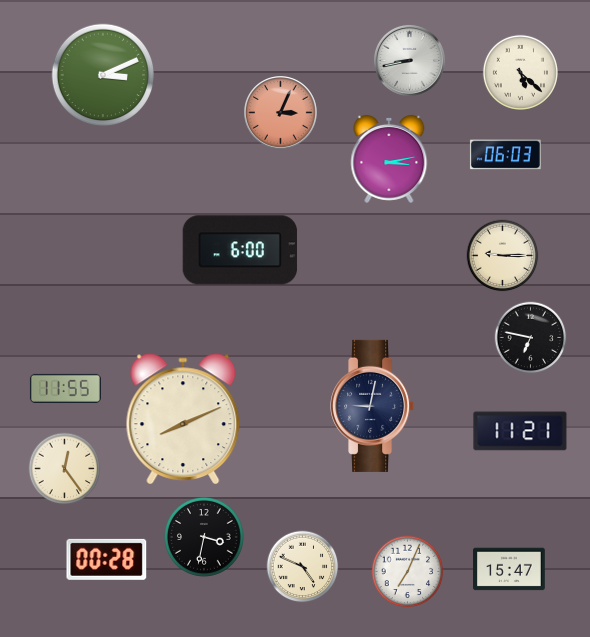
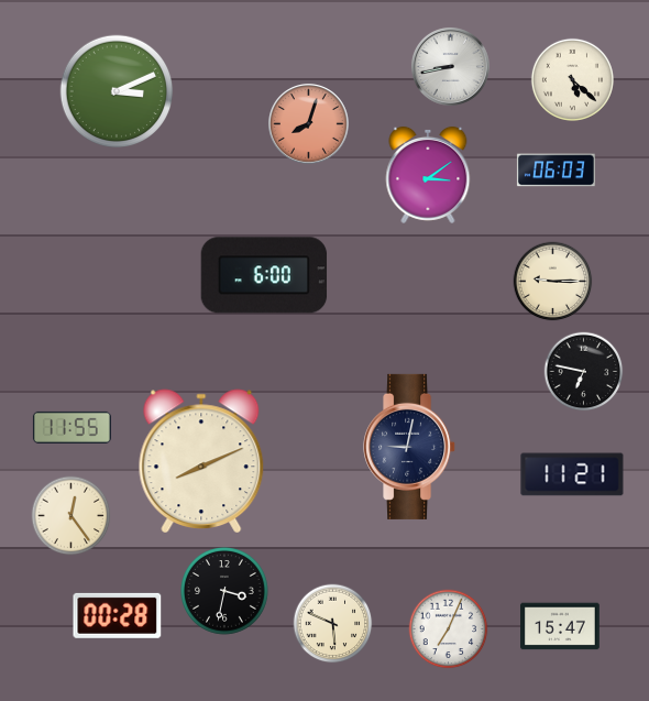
clock at (103, 75) position: (103, 75) -> (117, 91)
clock at (281, 113): 3:04 -> 8:03
clock at (389, 159): 3:13 -> 3:09
clock at (303, 567): 4:49 -> 5:49
